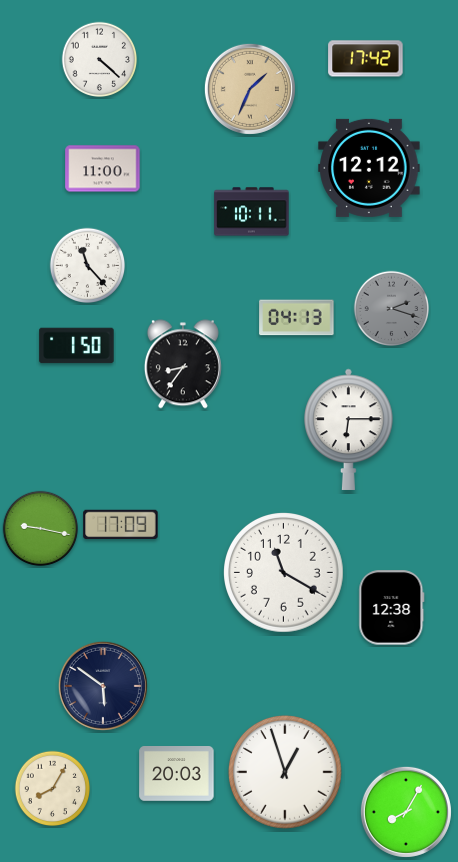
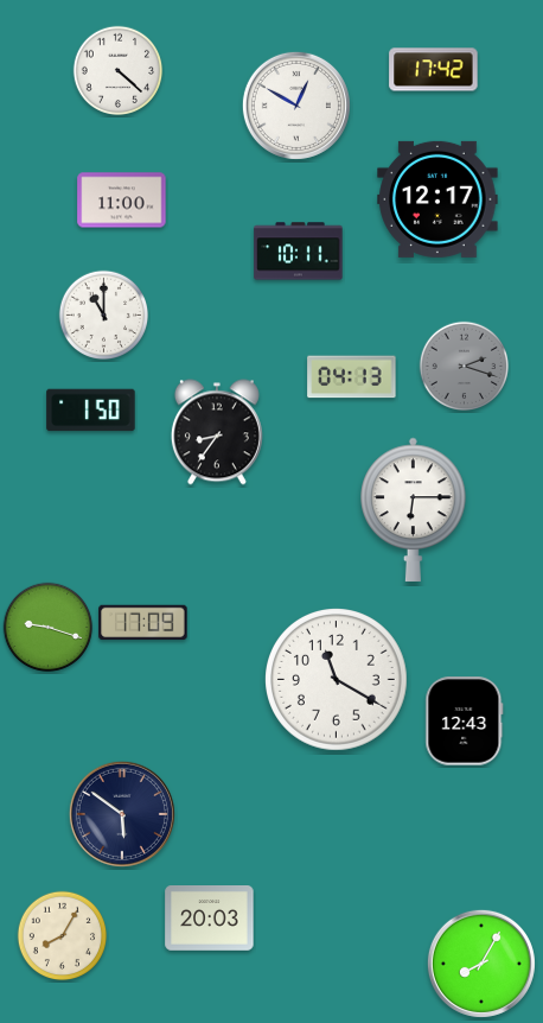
clock at (250, 89): 1:34 -> 12:50
clock at (250, 89) dial: champagne -> white
clock at (369, 168): 12:12 -> 12:17
clock at (88, 266): 11:23 -> 11:00
clock at (41, 529): 9:17 -> 9:18
clock at (392, 608): 12:38 -> 12:43
clock at (285, 772): 12:57 -> none
